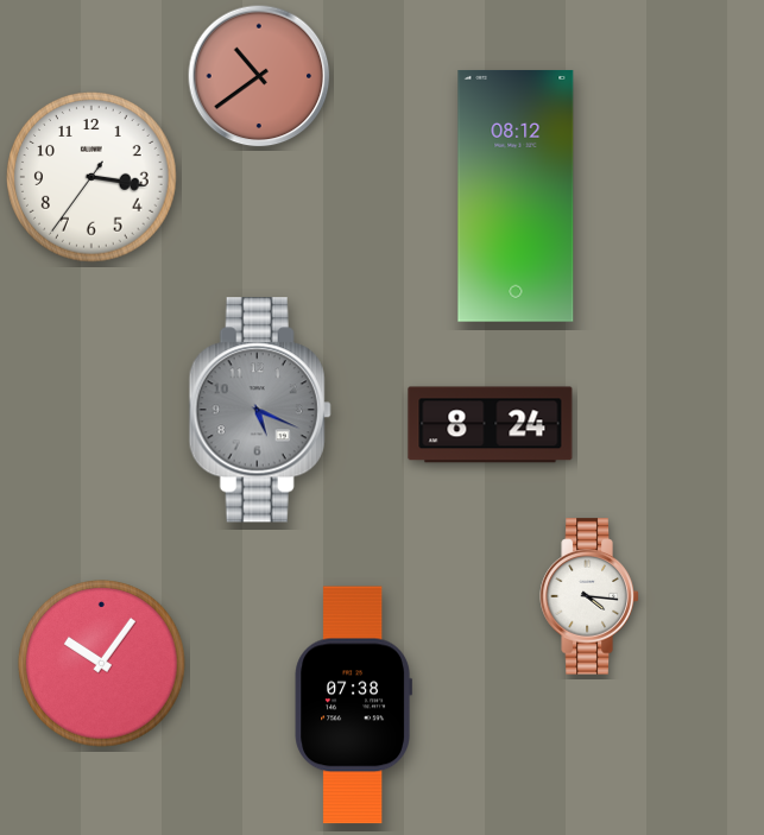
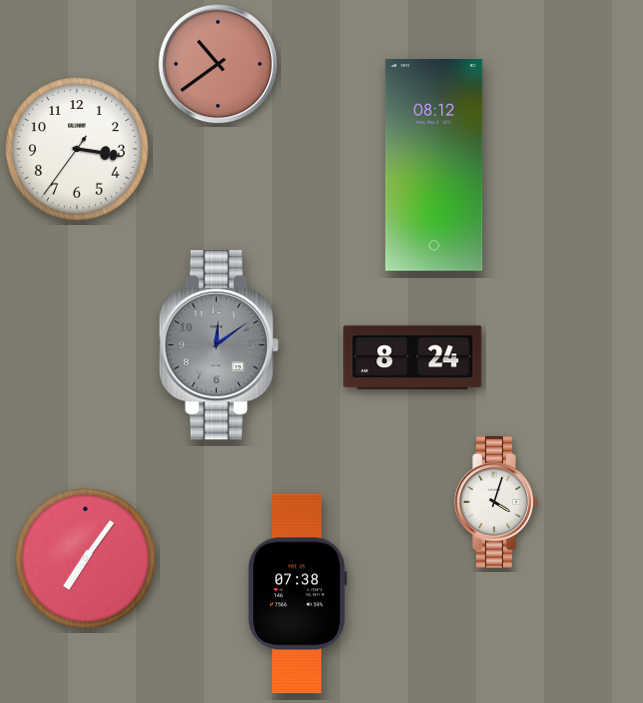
clock at (260, 410): 5:19 -> 12:09
clock at (589, 596): 4:16 -> 4:03
clock at (102, 664): 10:06 -> 7:06
